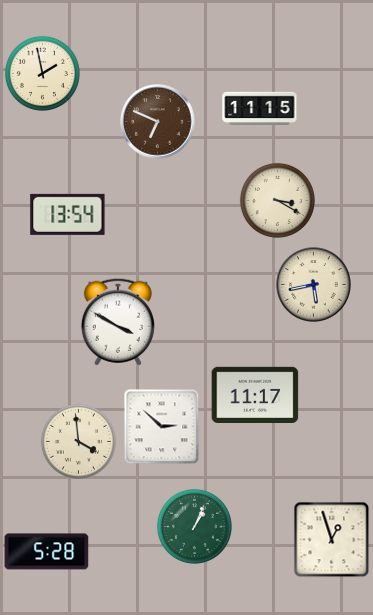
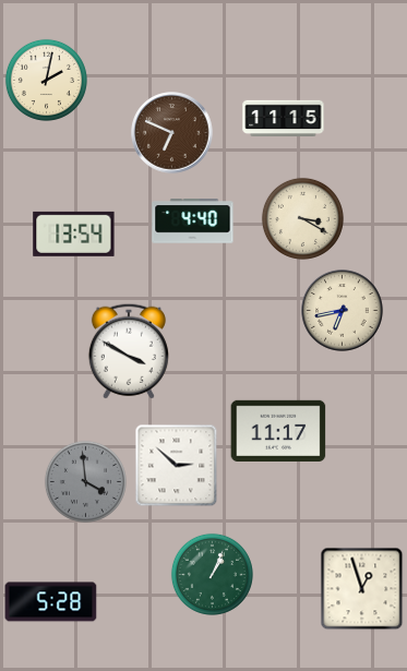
clock at (42, 73): 1:58 -> 2:02
clock at (193, 221): none -> 4:40
clock at (314, 285): 5:43 -> 6:43
clock at (78, 441) dial: cream -> grey
